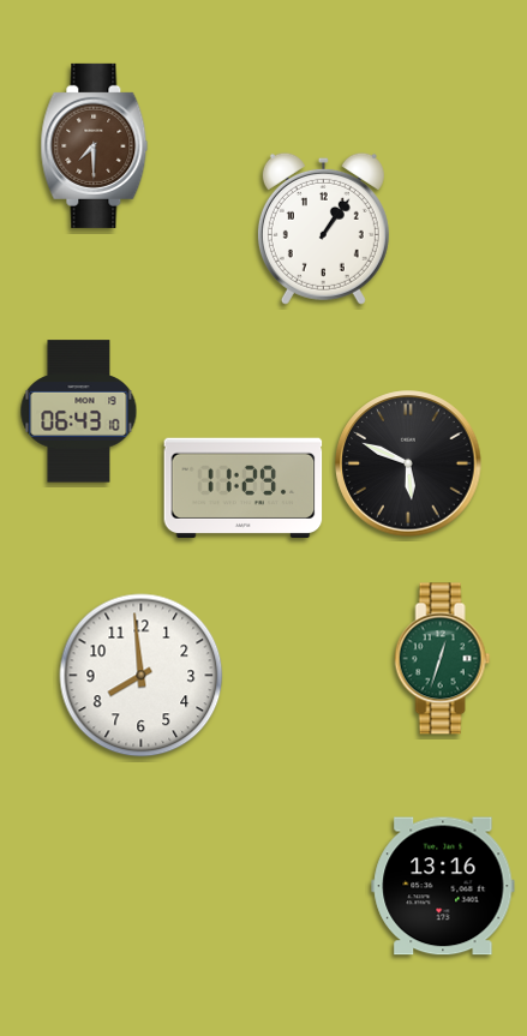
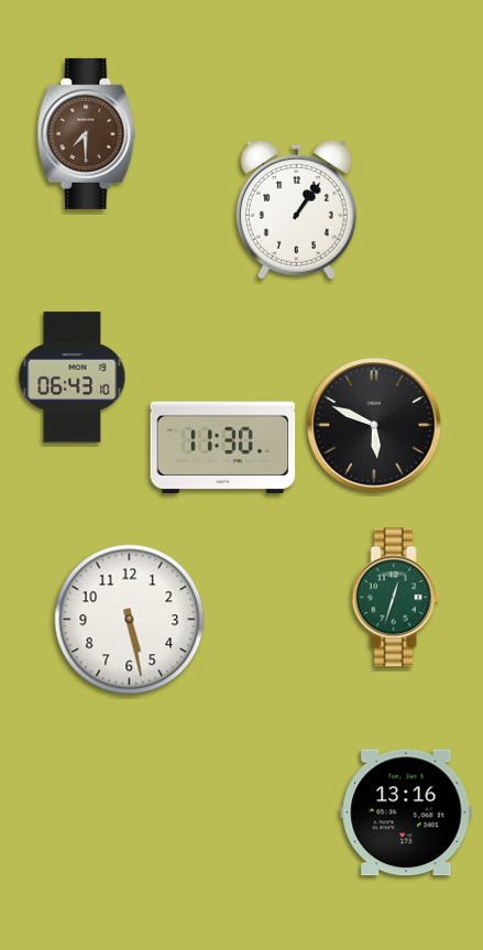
clock at (244, 489): 11:29 -> 11:30
clock at (443, 659) position: (443, 659) -> (396, 598)
clock at (142, 676): 7:59 -> 5:28
